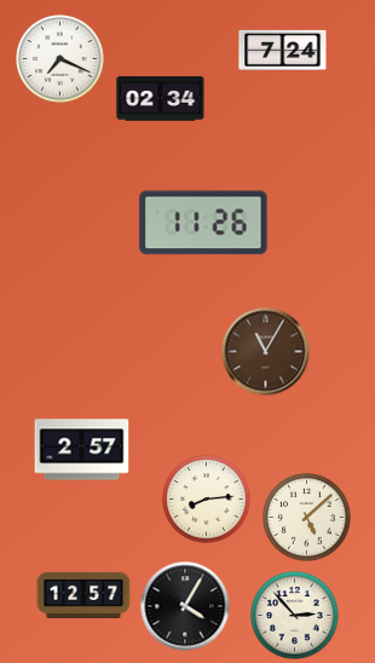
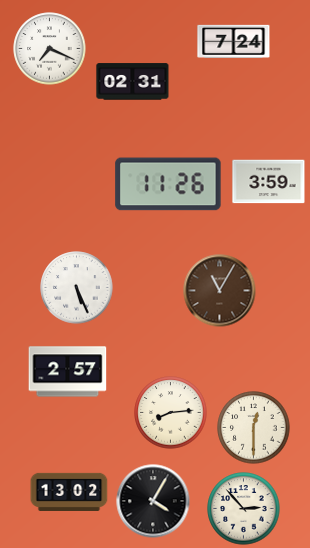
clock at (161, 99): 02:34 -> 02:31
clock at (269, 182): none -> 3:59
clock at (77, 288): none -> 5:26
clock at (307, 518): 5:08 -> 12:30
clock at (83, 595): 12:57 -> 13:02
